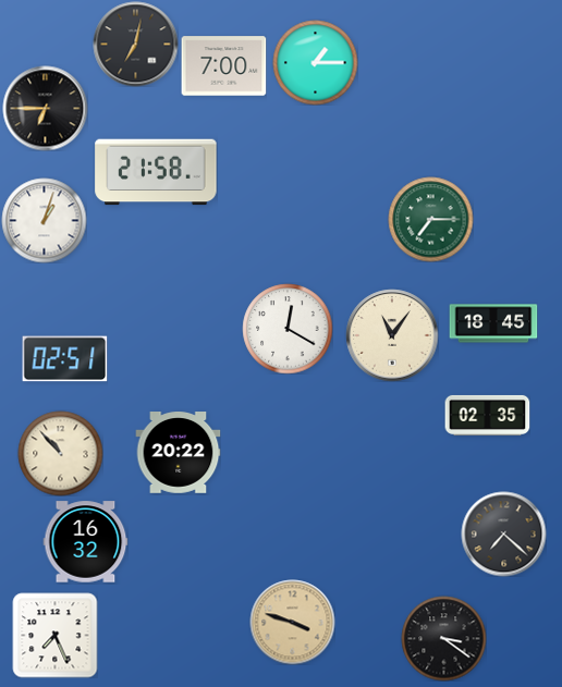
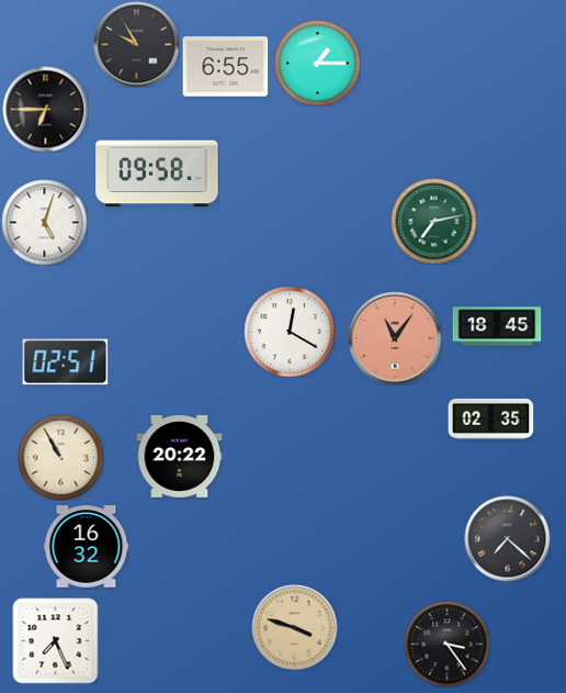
clock at (135, 44): 7:02 -> 9:55
clock at (223, 66): 7:00 -> 6:55
clock at (156, 172): 21:58 -> 09:58
clock at (430, 219): 7:15 -> 7:13
clock at (44, 220): 1:03 -> 5:03
clock at (392, 335) dial: cream -> salmon
clock at (60, 453): 10:53 -> 10:55
clock at (443, 638): 3:21 -> 3:24
